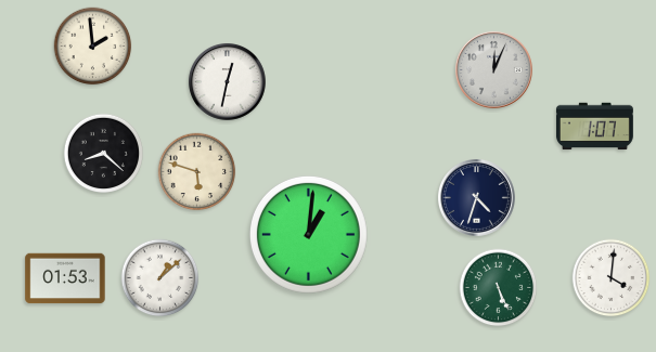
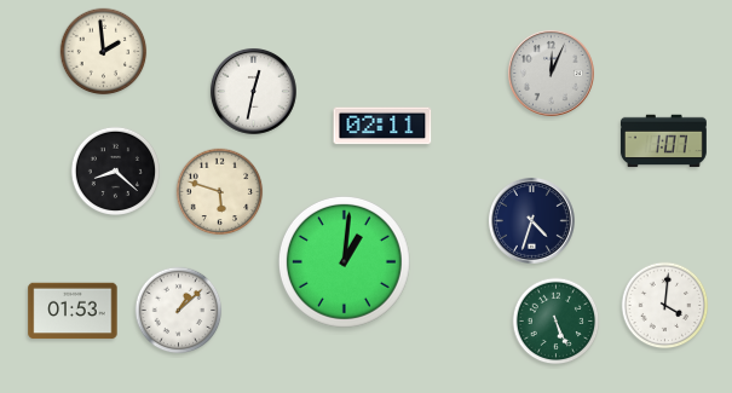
clock at (493, 69) position: (493, 69) -> (551, 73)
clock at (382, 126): none -> 02:11
clock at (612, 278) position: (612, 278) -> (665, 306)
